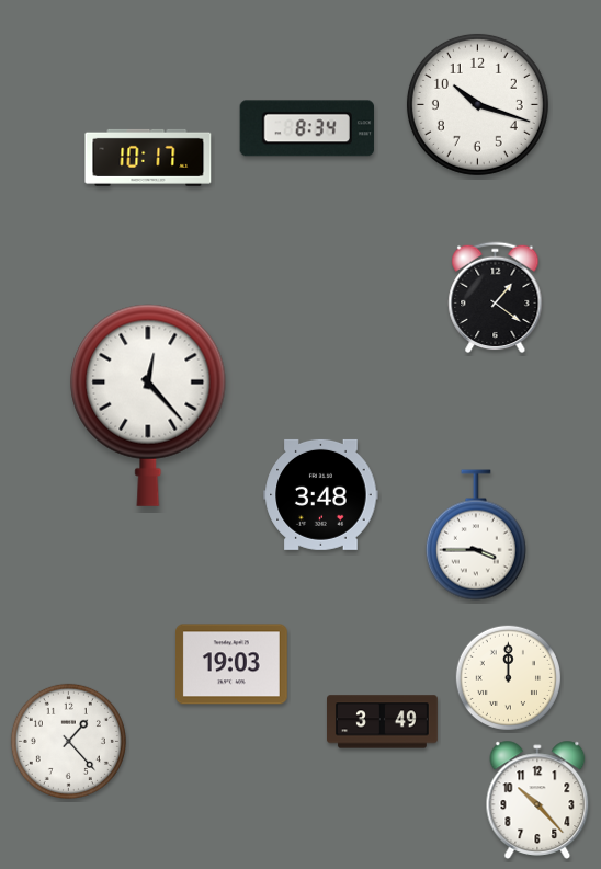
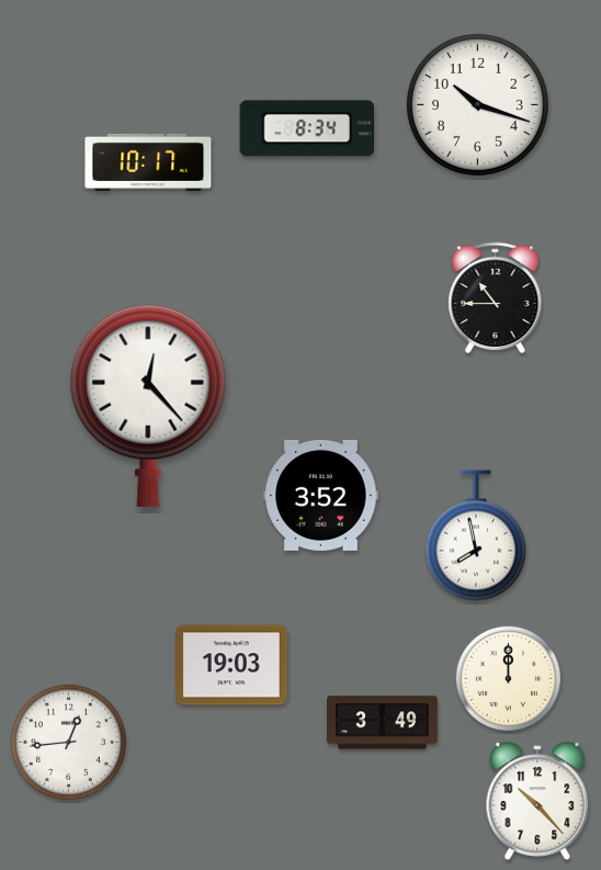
clock at (148, 158) position: (148, 158) -> (148, 162)
clock at (496, 298): 1:21 -> 10:45
clock at (321, 494): 3:48 -> 3:52
clock at (476, 535): 3:45 -> 7:58
clock at (68, 741): 1:23 -> 12:44
